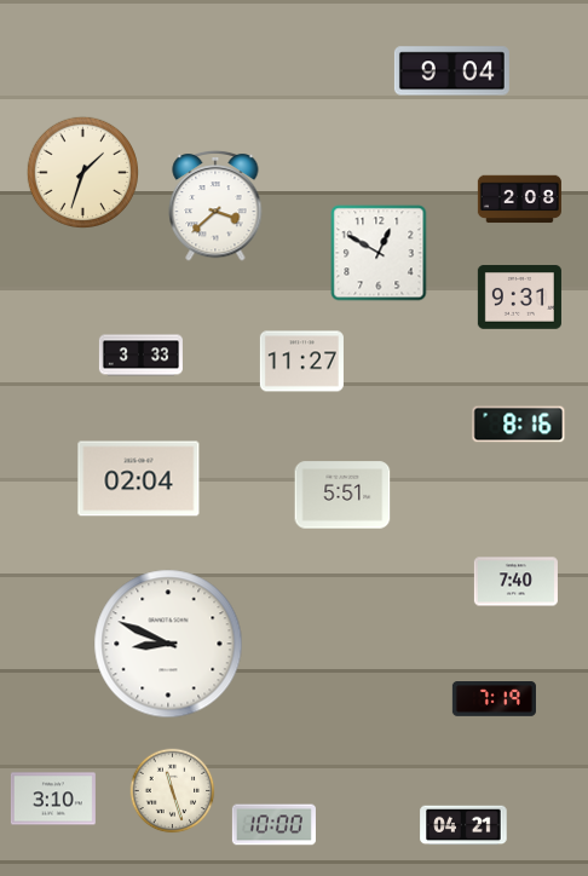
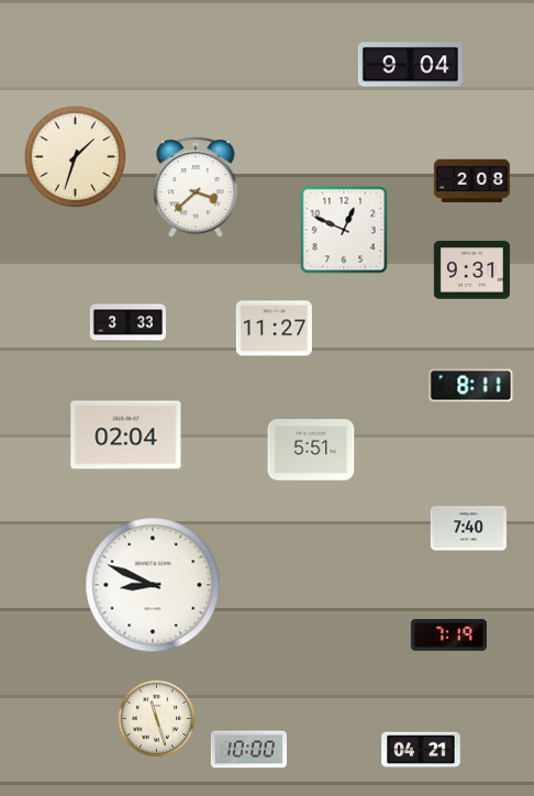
clock at (379, 253): 12:50 -> 12:49
clock at (519, 425): 8:16 -> 8:11
clock at (53, 799): 3:10 -> none
